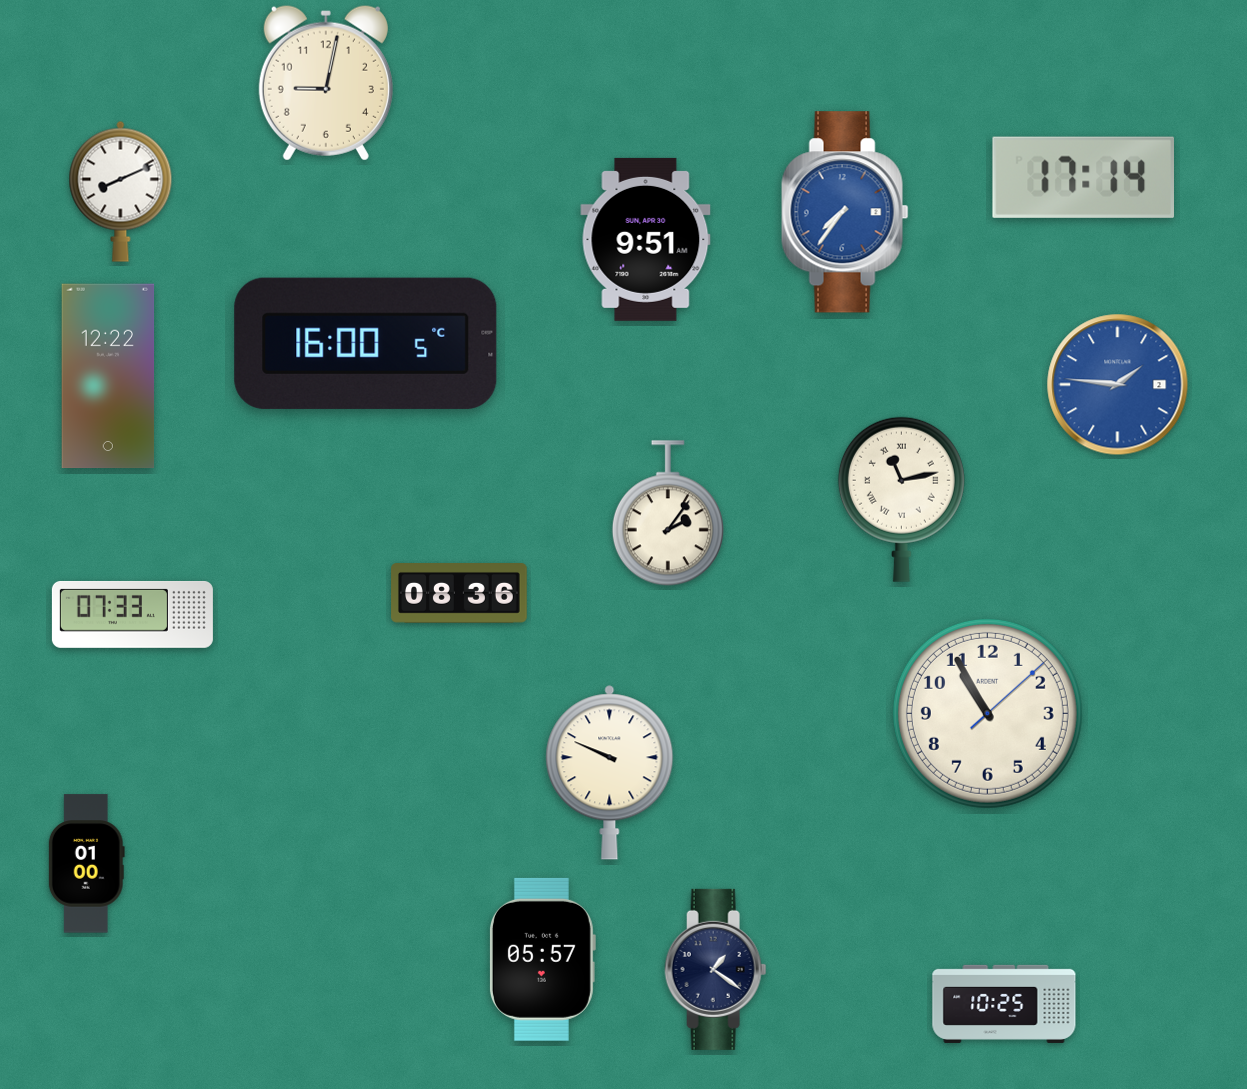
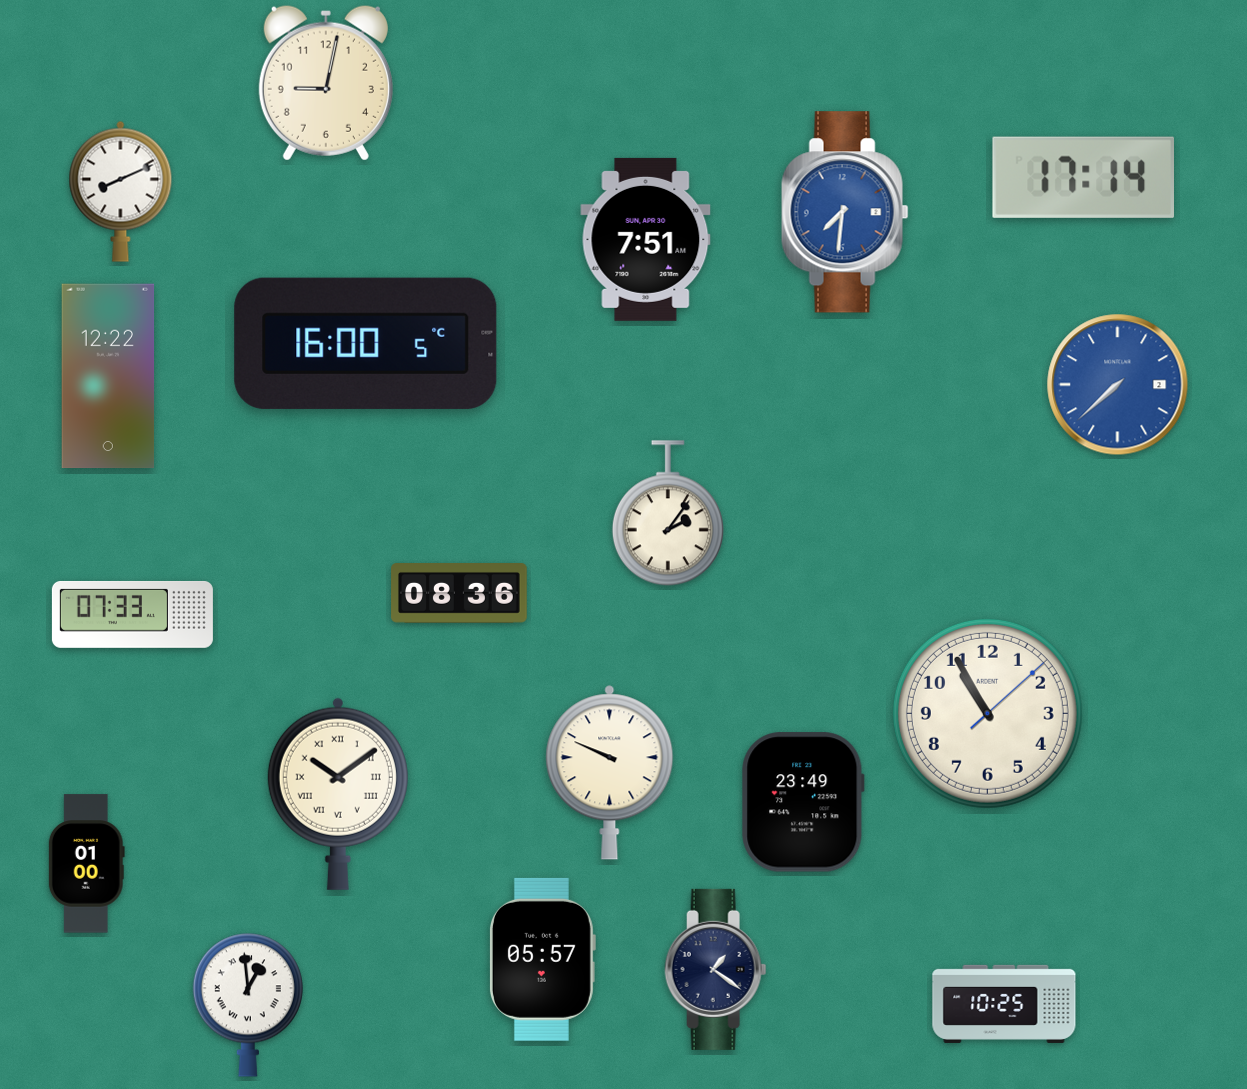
clock at (845, 212): 7:36 -> 7:31
clock at (646, 239): 9:51 -> 7:51
clock at (1118, 385): 1:46 -> 7:38
clock at (901, 499): 11:13 -> none
clock at (338, 794): none -> 10:09
clock at (803, 802): none -> 23:49
clock at (248, 1005): none -> 12:59
